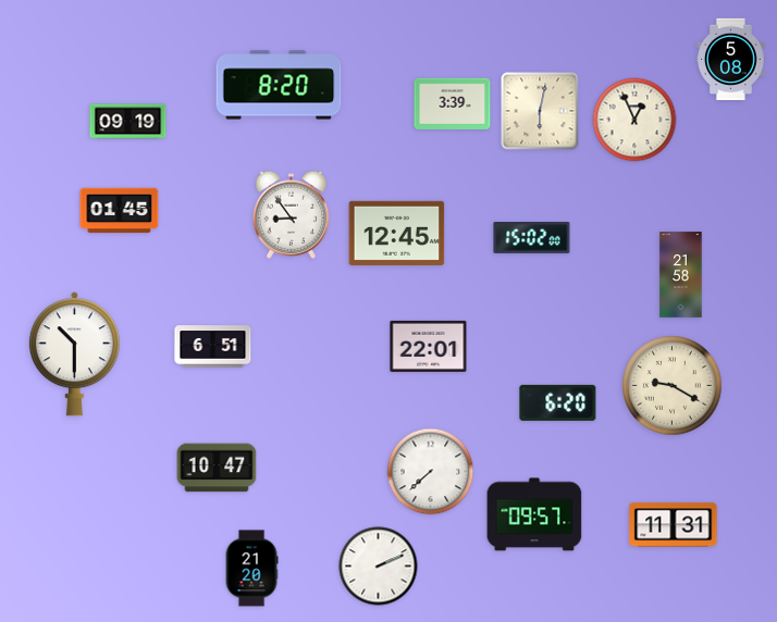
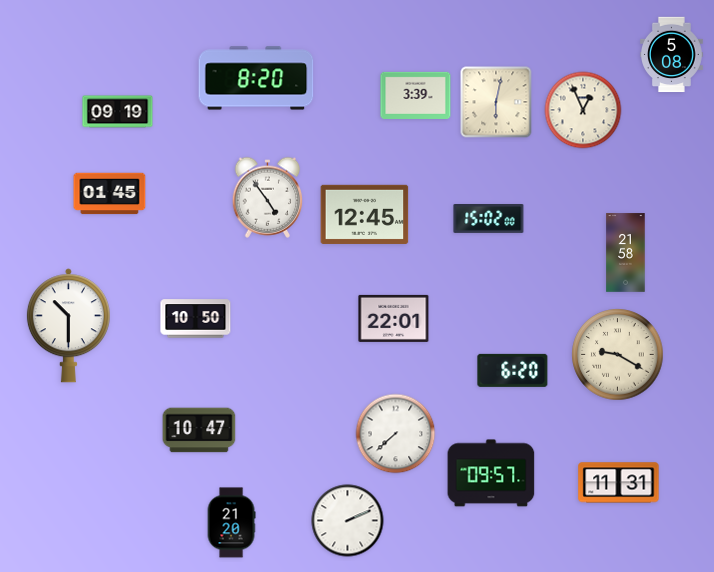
clock at (292, 214): 8:54 -> 4:54
clock at (213, 347): 6:51 -> 10:50
